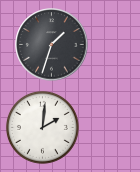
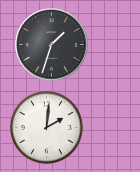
clock at (42, 127) position: (42, 127) -> (46, 127)
